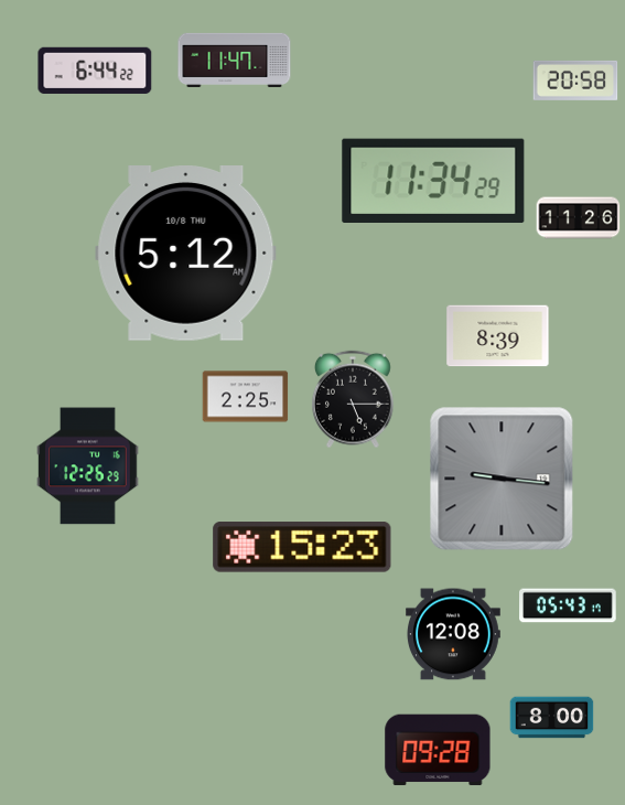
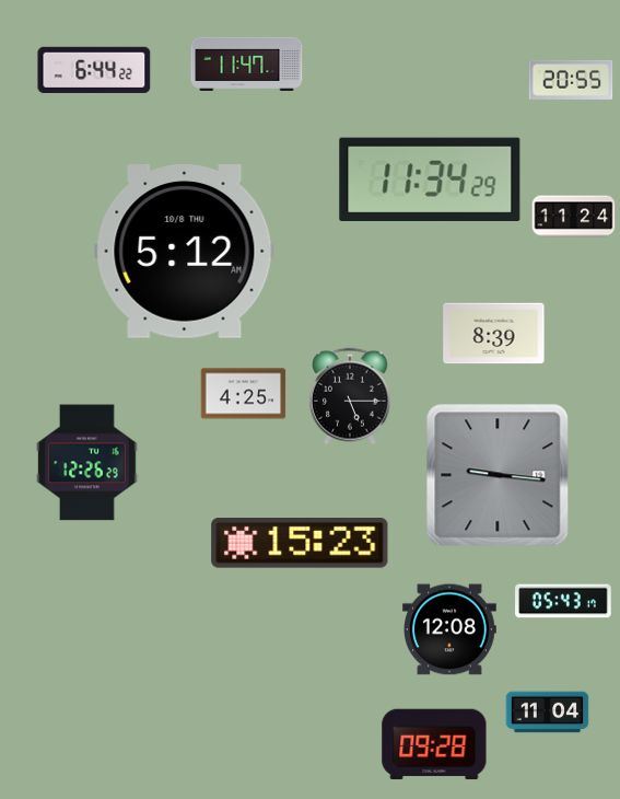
clock at (235, 60) position: (235, 60) -> (247, 63)
clock at (575, 80): 20:58 -> 20:55
clock at (579, 218): 11:26 -> 11:24
clock at (246, 397): 2:25 -> 4:25
clock at (552, 718): 8:00 -> 11:04
